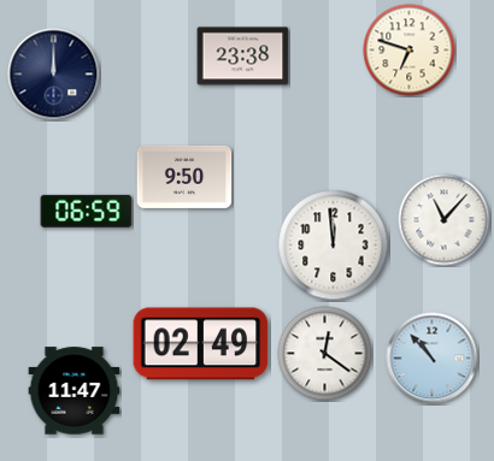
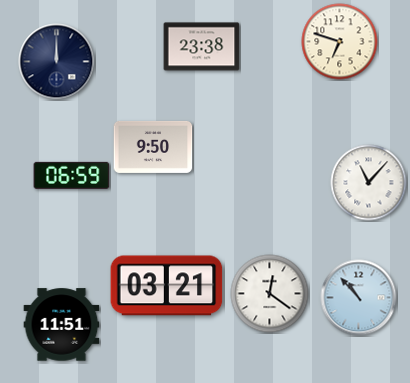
clock at (54, 75) position: (54, 75) -> (57, 62)
clock at (334, 246): 11:59 -> none
clock at (201, 344): 02:49 -> 03:21
clock at (75, 391): 11:47 -> 11:51
